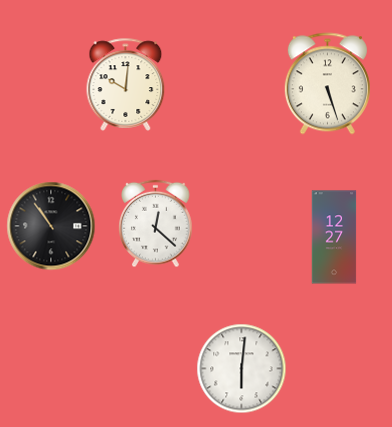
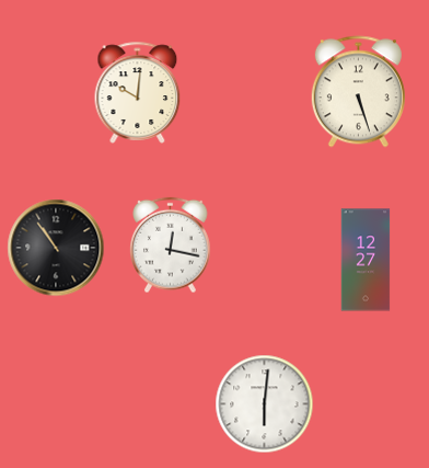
clock at (156, 224): 12:22 -> 12:17
